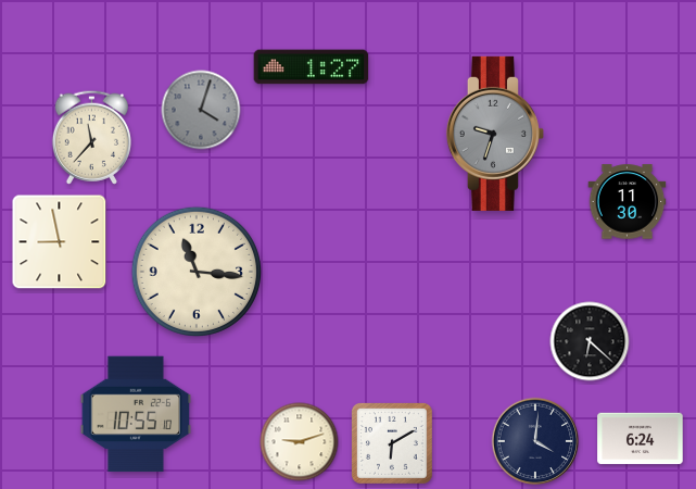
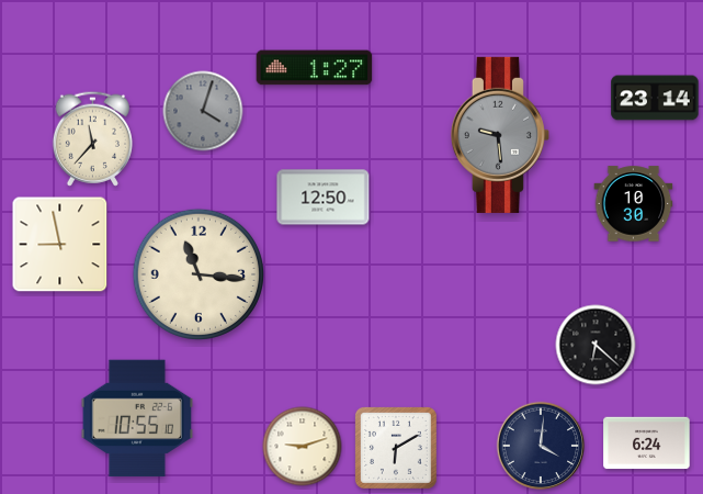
clock at (655, 98): none -> 23:14
clock at (495, 134): 9:33 -> 9:29
clock at (324, 198): none -> 12:50
clock at (628, 202): 11:30 -> 10:30
